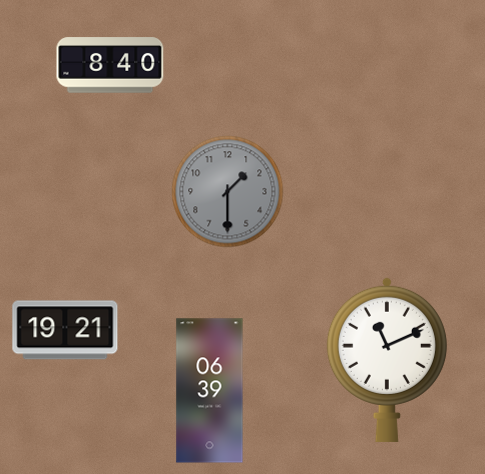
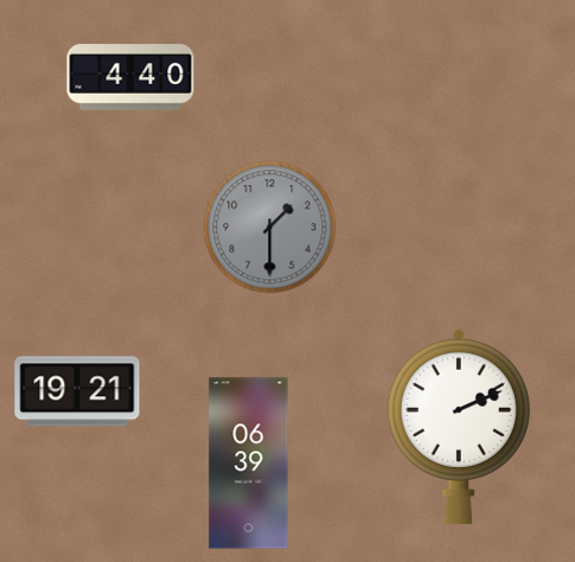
clock at (110, 65): 8:40 -> 4:40
clock at (387, 359): 11:11 -> 2:11
